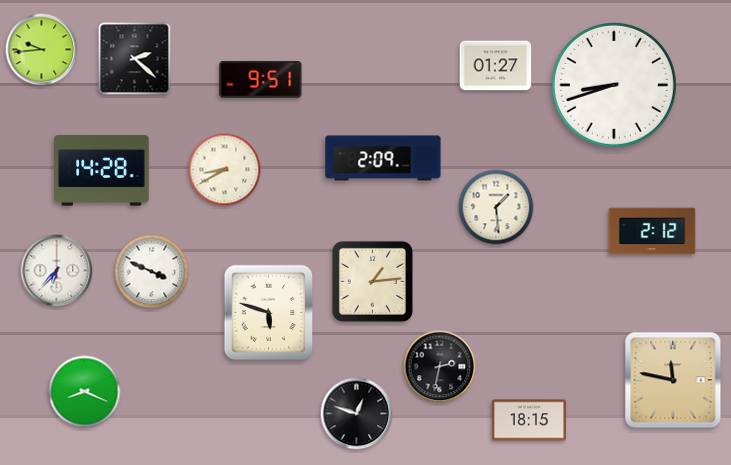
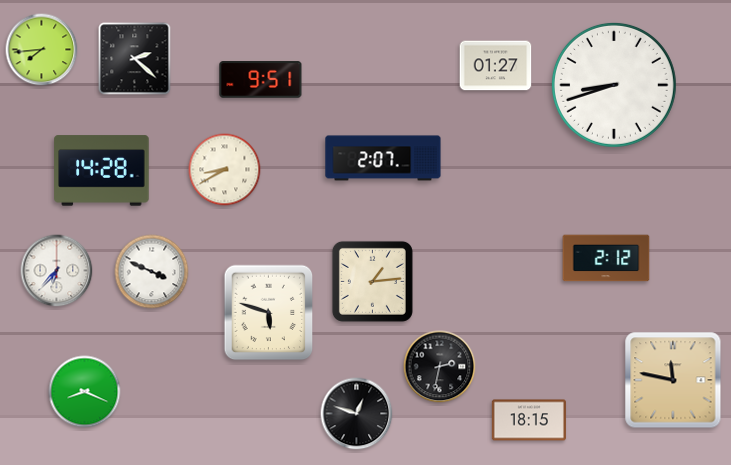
clock at (42, 50): 9:44 -> 7:44
clock at (383, 158): 2:09 -> 2:07
clock at (496, 207): 1:29 -> none
clock at (652, 231) position: (652, 231) -> (606, 258)
